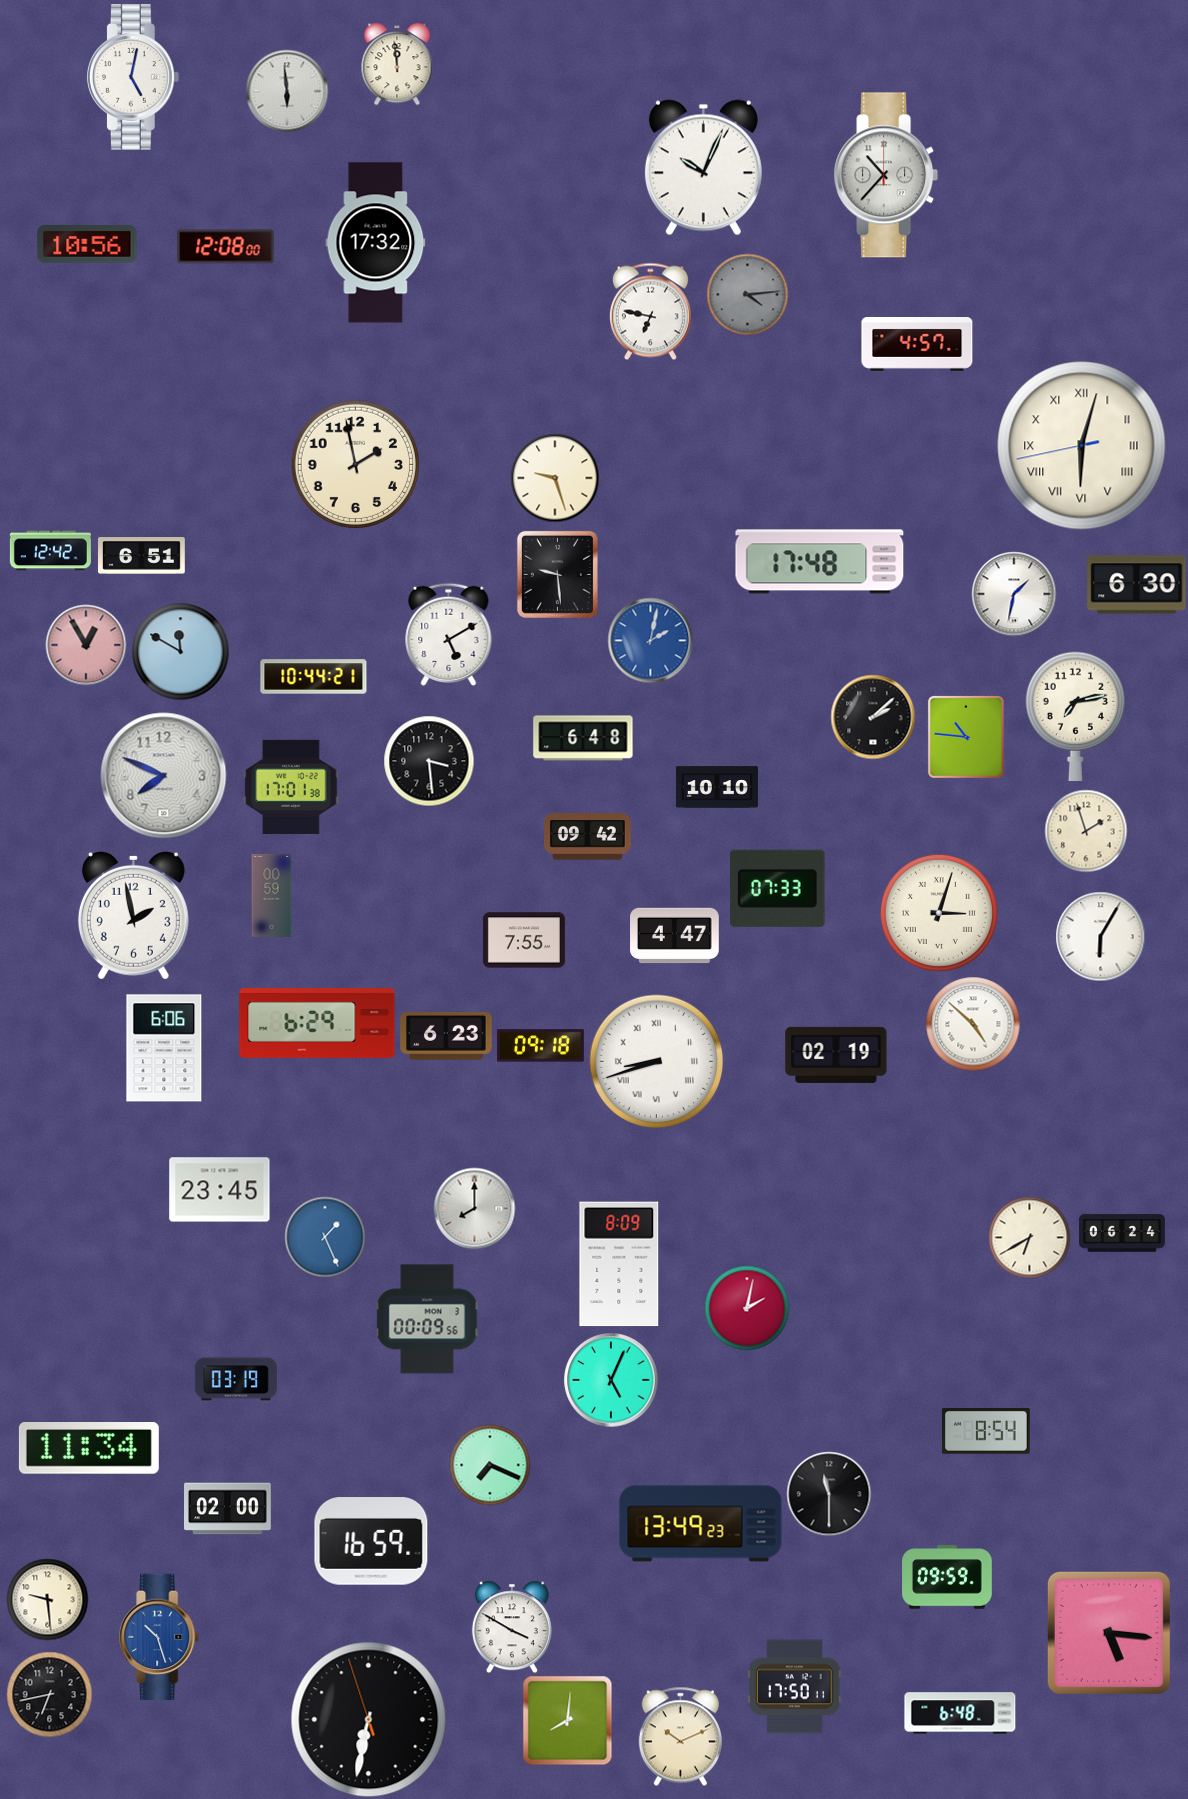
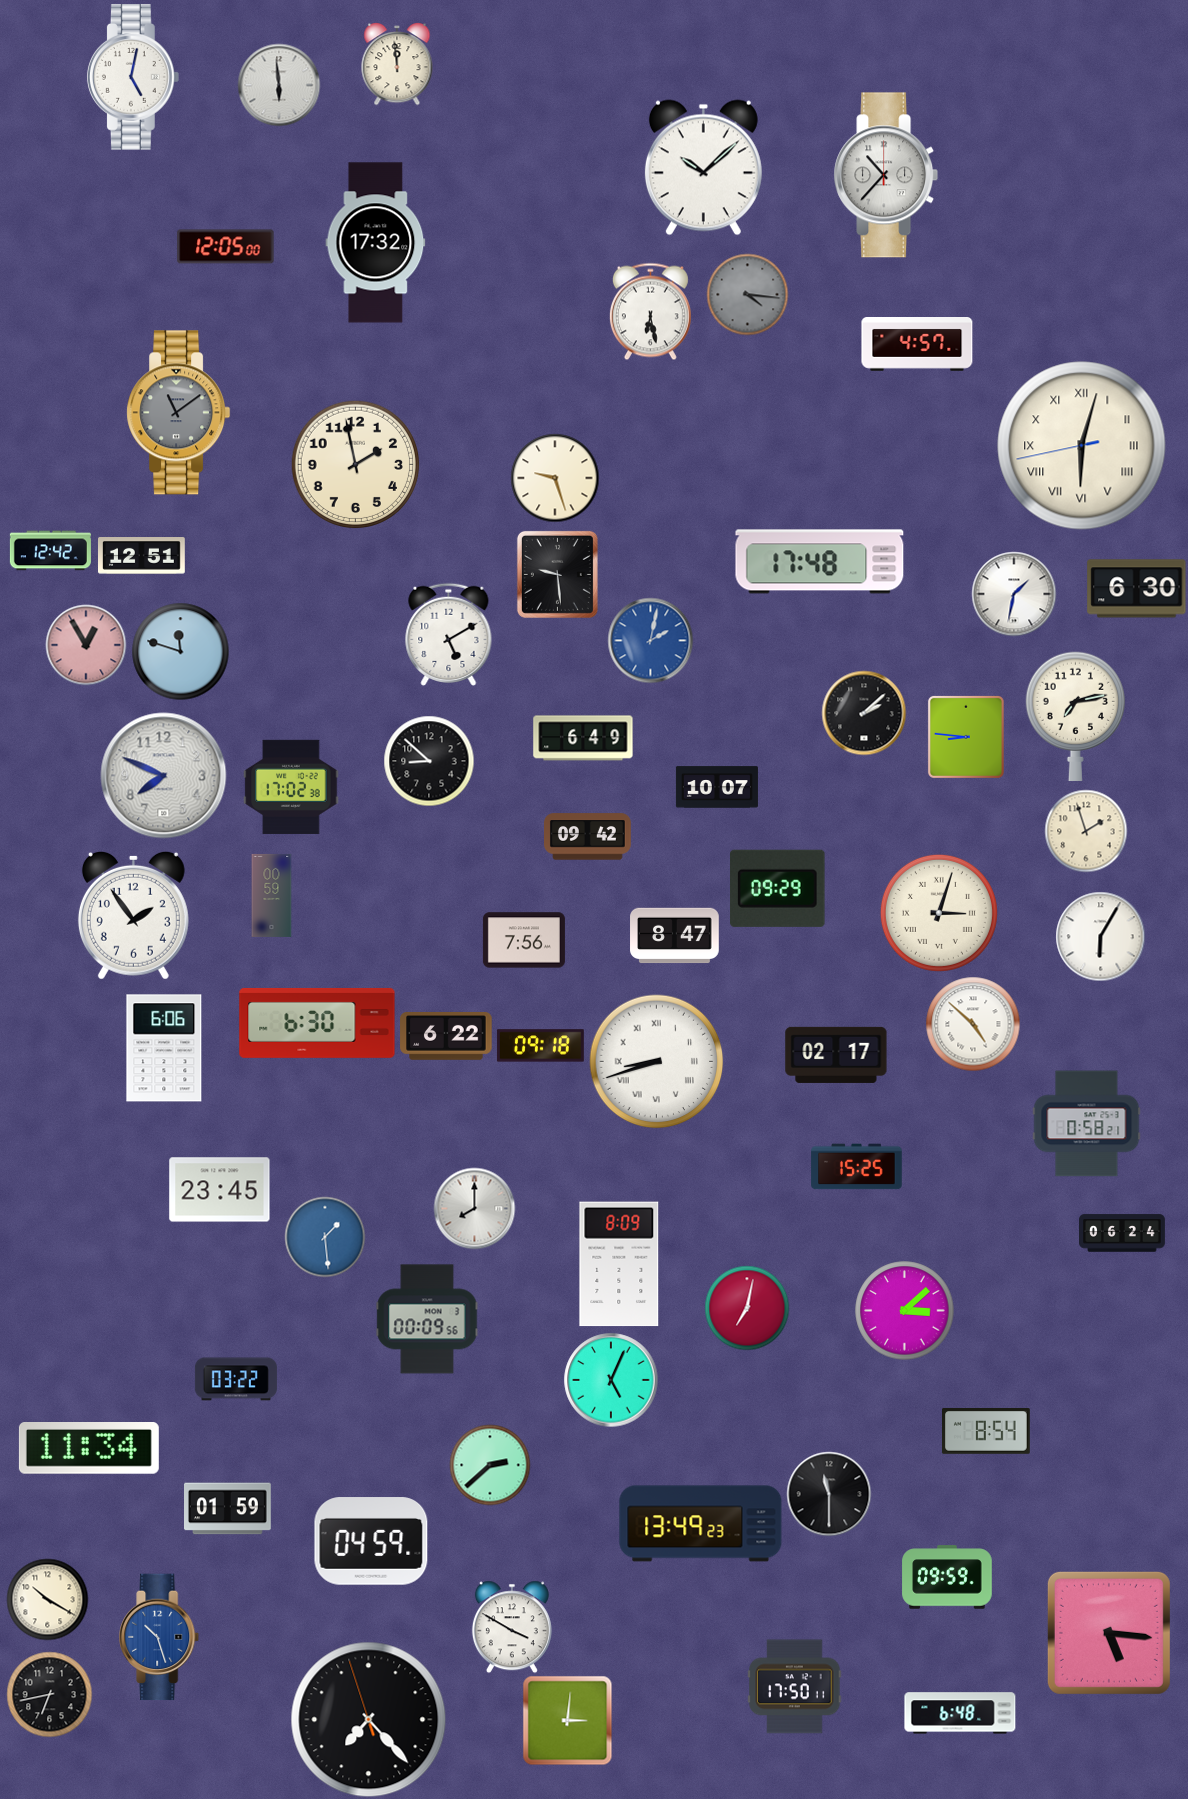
clock at (287, 91) position: (287, 91) -> (279, 85)
clock at (703, 168): 10:04 -> 10:08
clock at (87, 245): 10:56 -> none
clock at (226, 247): 12:08 -> 12:05
clock at (747, 294): 4:14 -> 4:16
clock at (650, 311): 6:47 -> 6:28
clock at (179, 413): none -> 11:09
clock at (142, 556): 6:51 -> 12:51
clock at (1137, 585) position: (1137, 585) -> (1137, 589)
clock at (180, 651): 11:50 -> 11:48
clock at (314, 677): 10:44 -> none
clock at (873, 717) position: (873, 717) -> (864, 713)
clock at (966, 737): 10:46 -> 8:46
clock at (583, 738): 6:48 -> 6:49
clock at (429, 761): 3:29 -> 8:52
clock at (291, 787): 17:01 -> 17:02
clock at (717, 787): 10:10 -> 10:07
clock at (778, 888): 07:33 -> 09:29
clock at (133, 915): 1:58 -> 1:54
clock at (675, 936): 4:47 -> 8:47
clock at (524, 940): 7:55 -> 7:56
clock at (317, 1023): 6:29 -> 6:30
clock at (446, 1037): 6:23 -> 6:22
clock at (836, 1055): 02:19 -> 02:17
clock at (1087, 1124): none -> 0:58
clock at (857, 1167): none -> 15:25
clock at (325, 1237): 1:26 -> 1:29
clock at (1029, 1237): 6:40 -> none
clock at (747, 1308): 2:02 -> 7:02
clock at (905, 1311): none -> 3:08
clock at (236, 1379): 03:19 -> 03:22
clock at (490, 1465): 7:19 -> 2:38
clock at (228, 1509): 02:00 -> 01:59
clock at (371, 1541): 16:59 -> 04:59
clock at (47, 1599): 9:29 -> 10:20
clock at (369, 1720): 6:31 -> 7:22
clock at (567, 1720): 8:01 -> 3:01
clock at (680, 1736): 10:11 -> none
